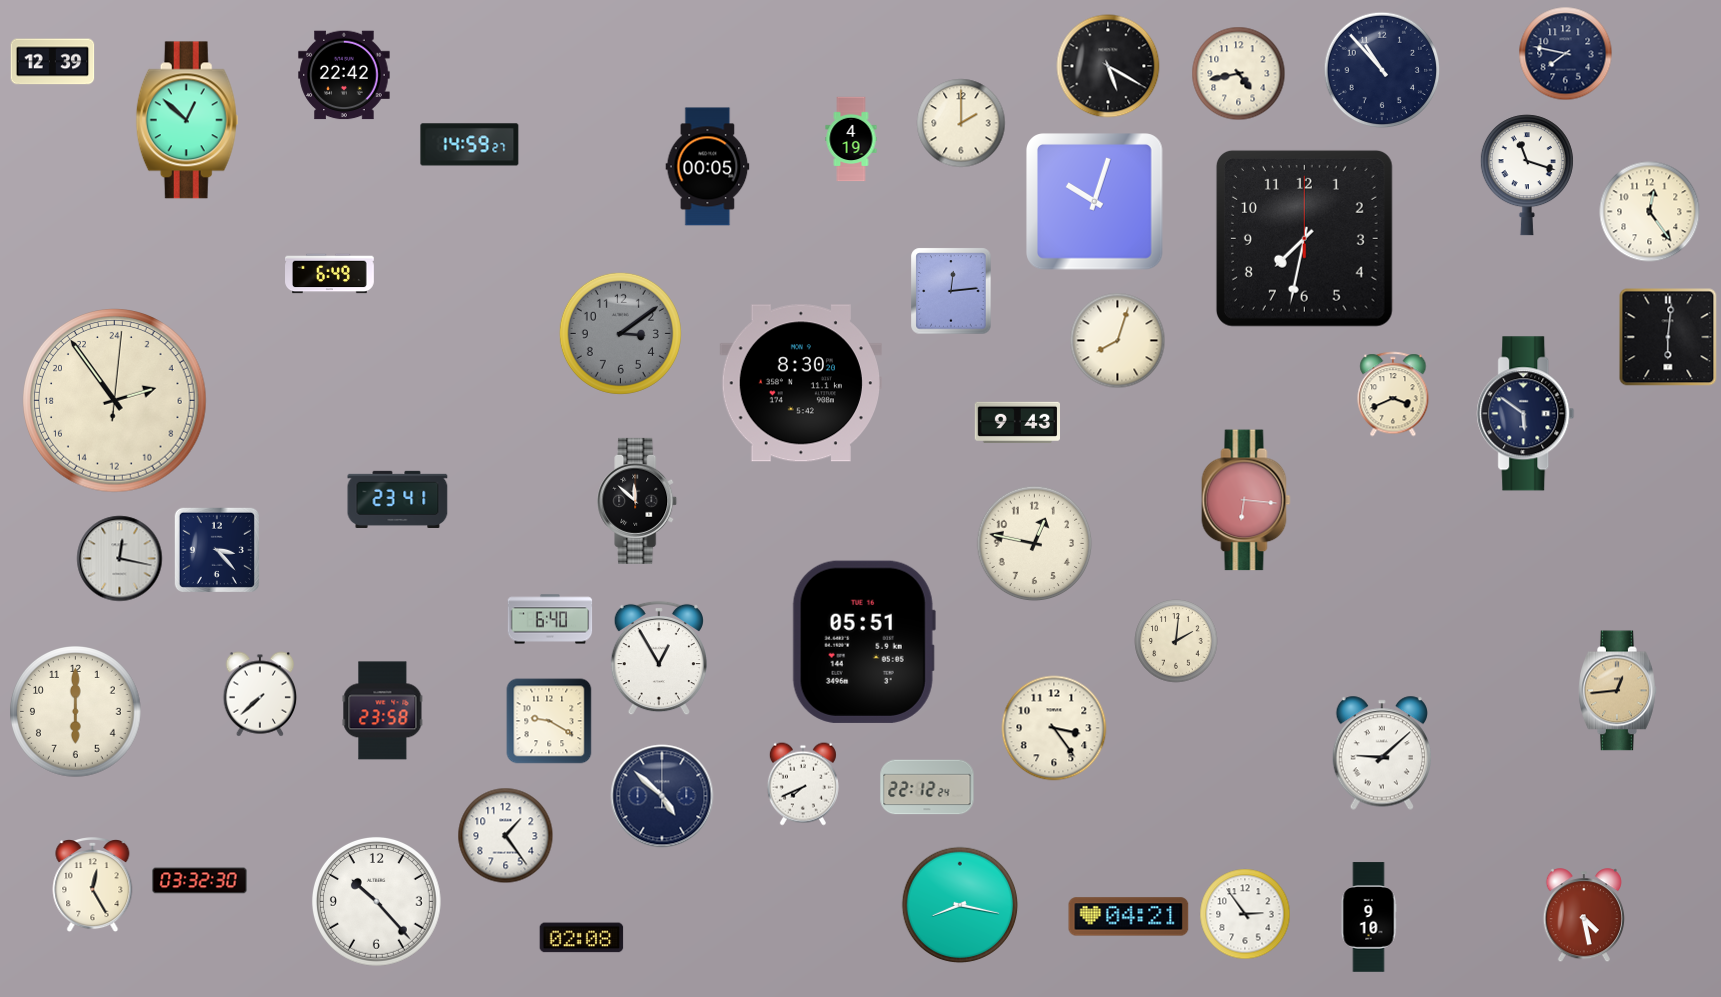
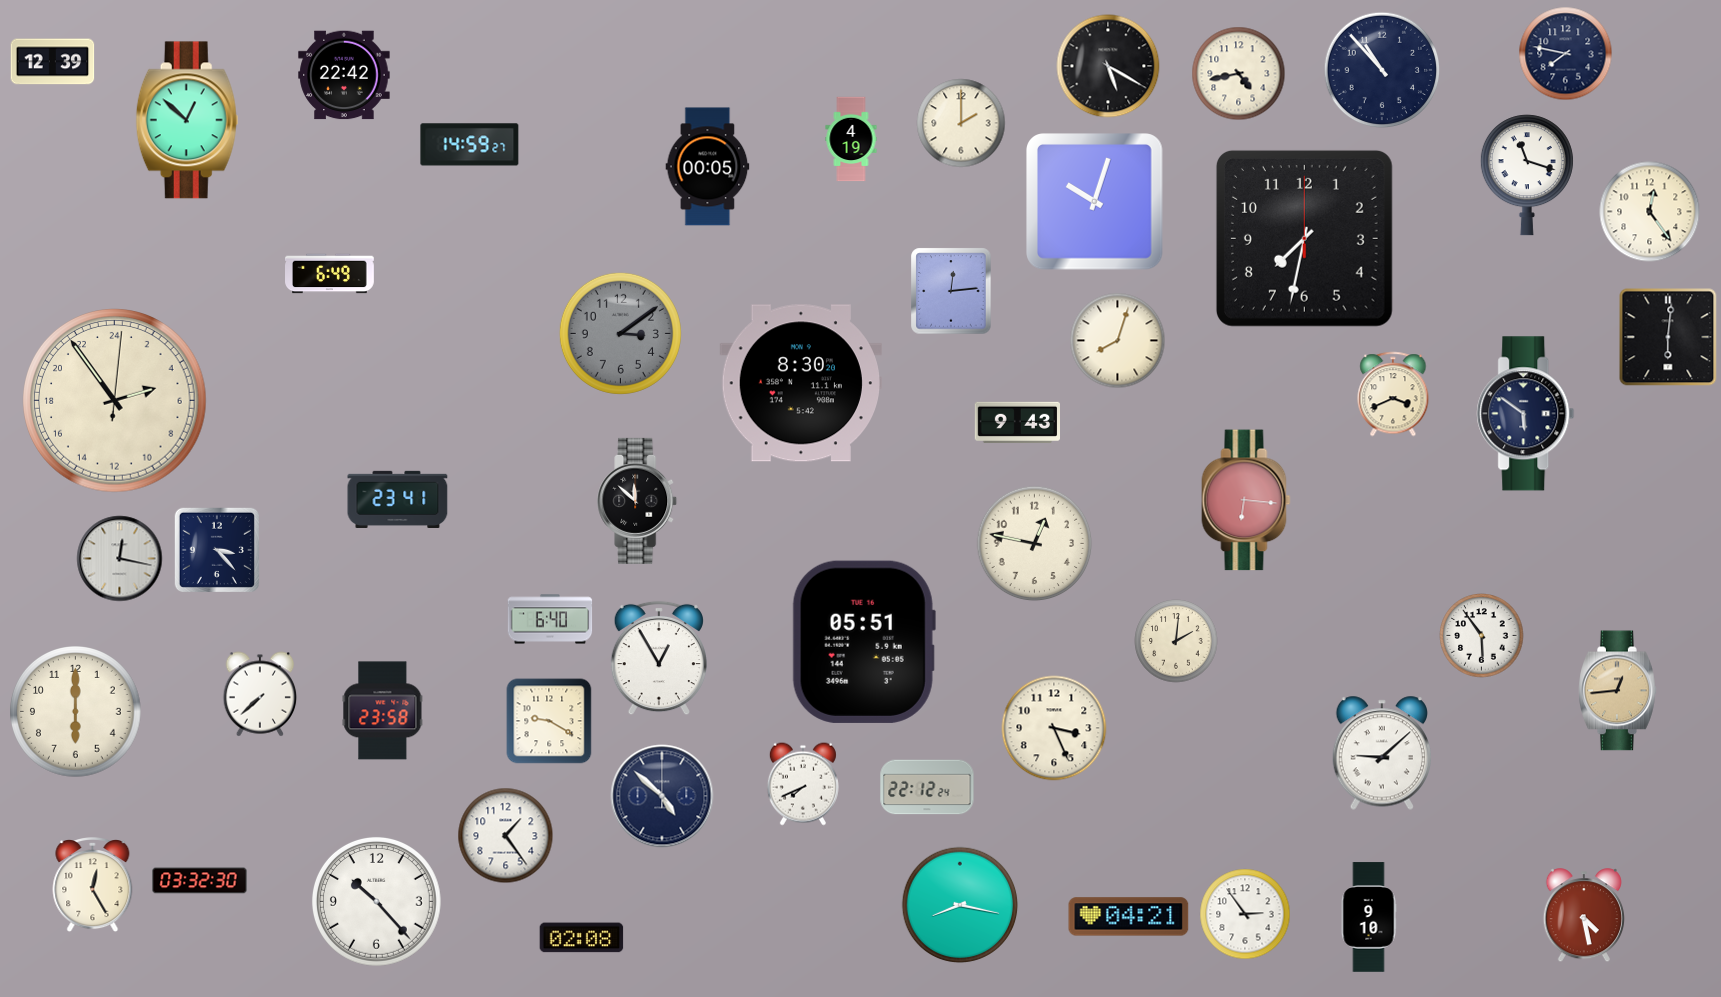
clock at (1482, 636): none -> 5:54
clock at (1054, 728): 3:24 -> 3:26
